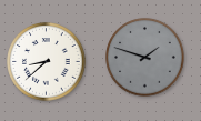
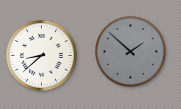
clock at (145, 58): 1:48 -> 1:52
